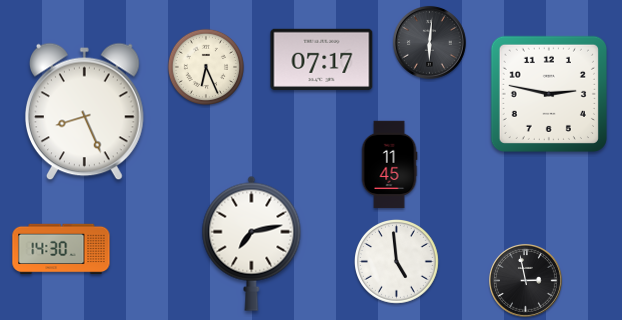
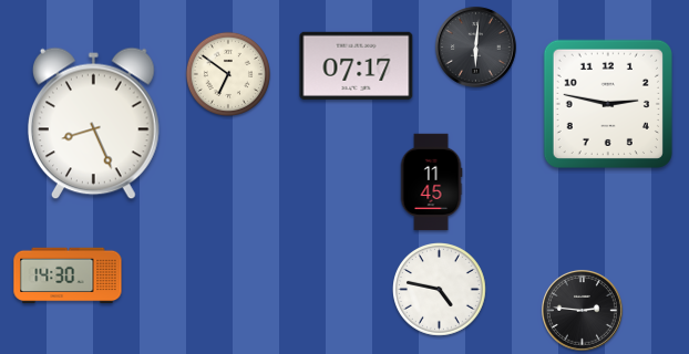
clock at (205, 66): 6:26 -> 6:51
clock at (252, 243): 7:13 -> none
clock at (397, 262): 4:59 -> 4:47
clock at (526, 280): 2:58 -> 2:46
